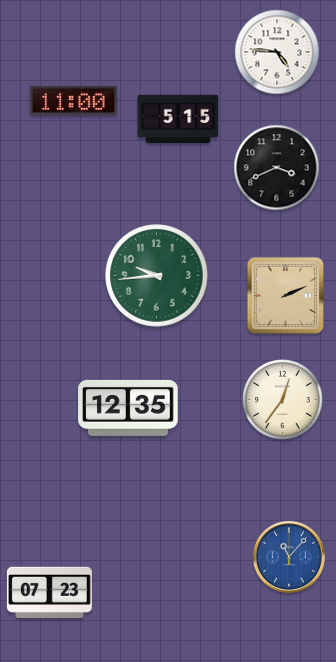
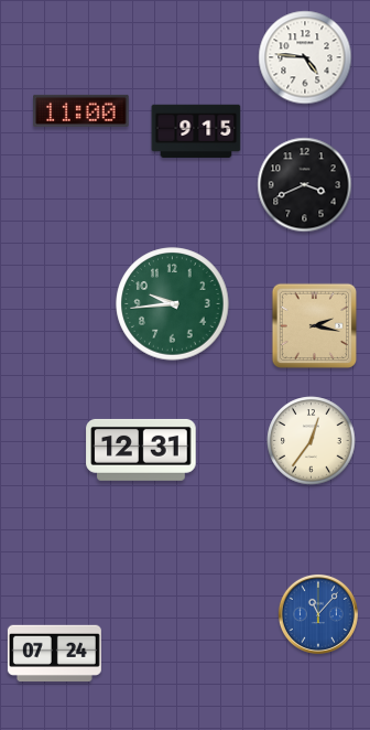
clock at (178, 119): 5:15 -> 9:15
clock at (286, 296): 2:11 -> 2:17
clock at (128, 408): 12:35 -> 12:31
clock at (49, 592): 07:23 -> 07:24
